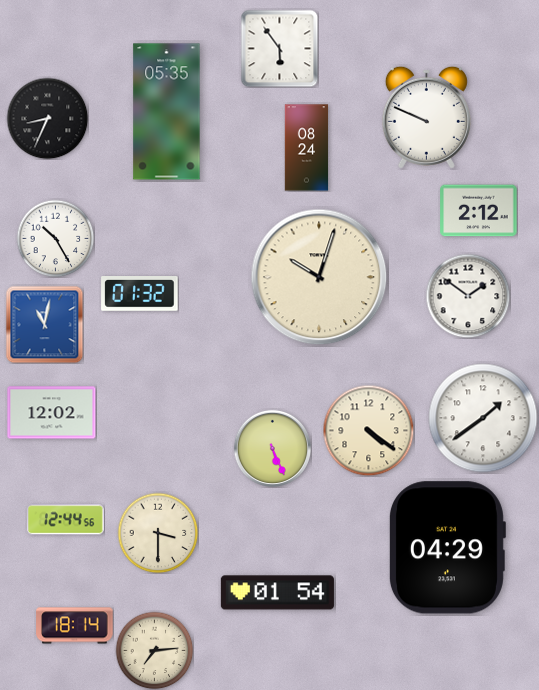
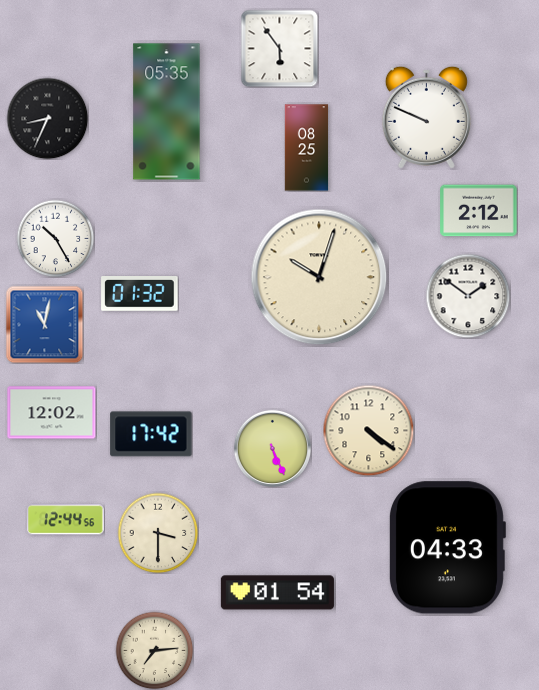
clock at (307, 148): 08:24 -> 08:25
clock at (483, 418): 1:39 -> none
clock at (151, 434): none -> 17:42
clock at (447, 548): 04:29 -> 04:33
clock at (75, 626): 18:14 -> none
